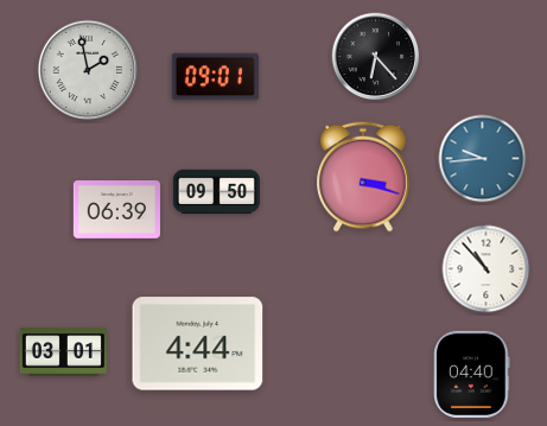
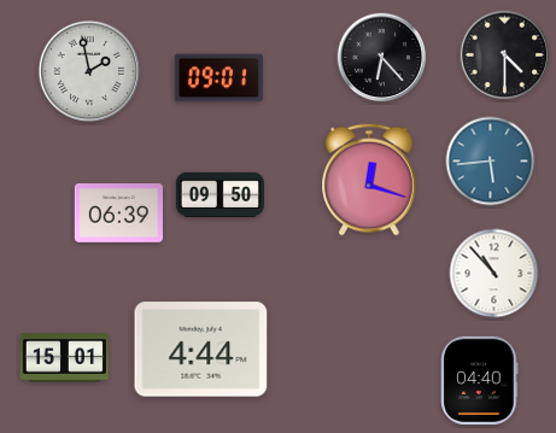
clock at (505, 55): none -> 4:30
clock at (483, 159): 9:44 -> 5:44
clock at (363, 177): 3:18 -> 12:18
clock at (63, 352): 03:01 -> 15:01
